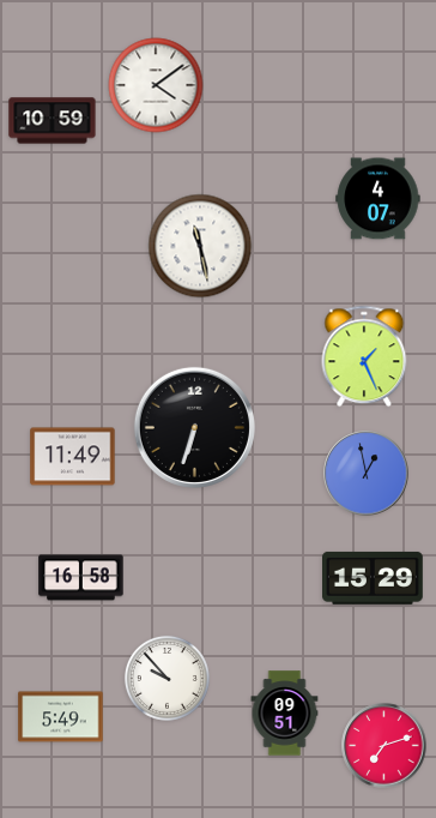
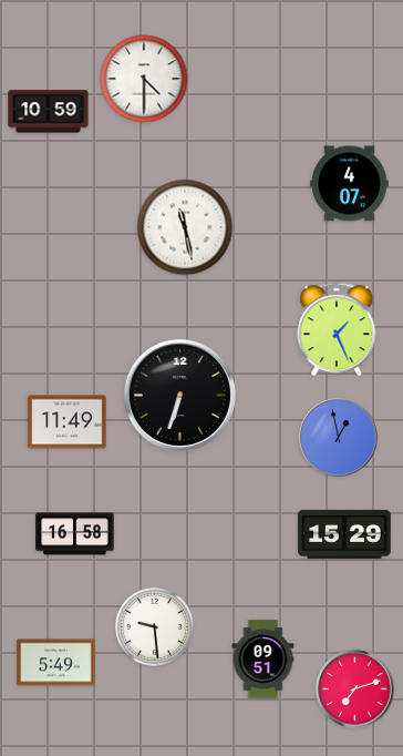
clock at (156, 85): 4:09 -> 4:30
clock at (166, 678): 9:53 -> 9:29
